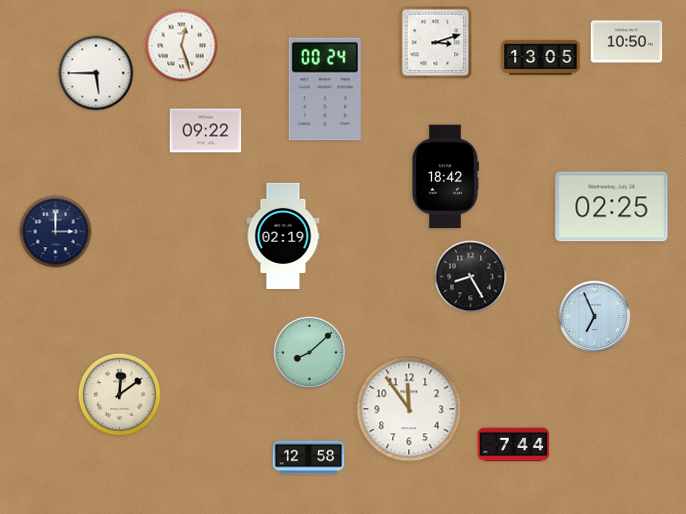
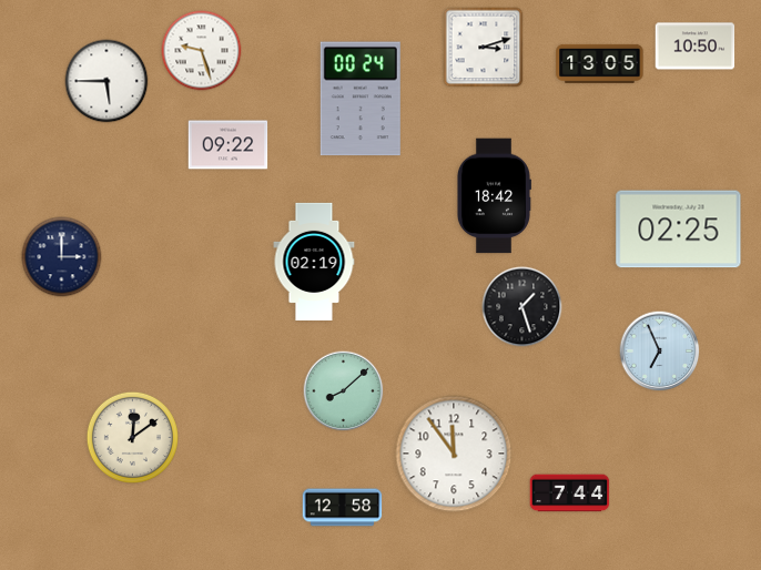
clock at (182, 46): 12:27 -> 9:27
clock at (471, 277): 8:25 -> 1:27
